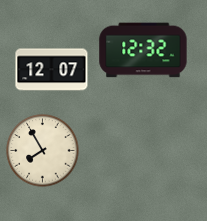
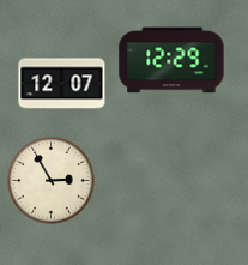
clock at (143, 50): 12:32 -> 12:29
clock at (43, 151): 7:55 -> 2:55
